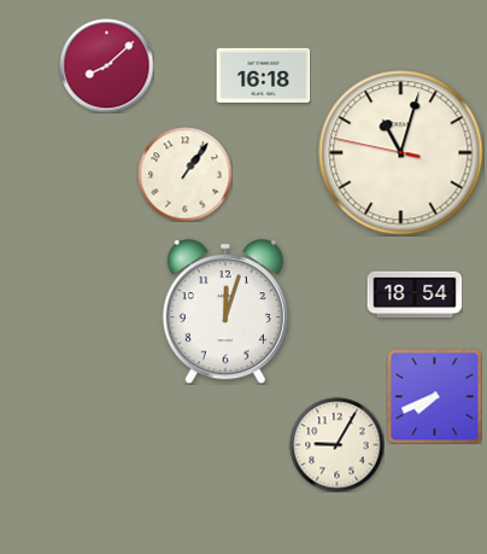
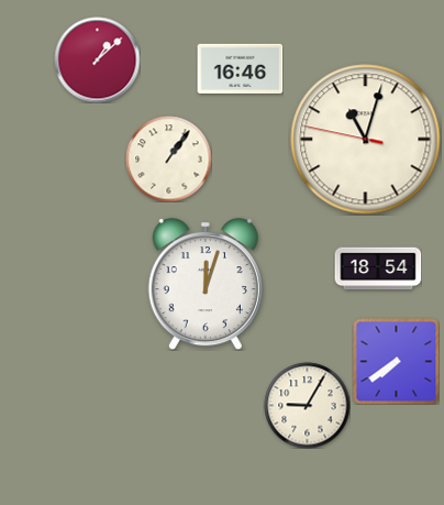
clock at (106, 65): 8:08 -> 1:08
clock at (263, 75): 16:18 -> 16:46
clock at (434, 396): 7:41 -> 7:39
